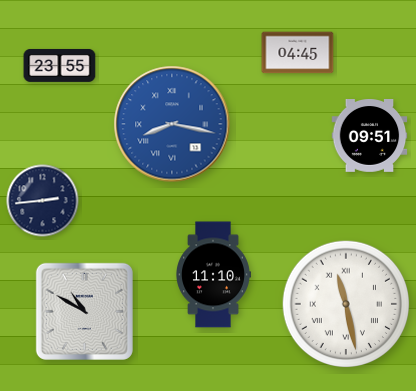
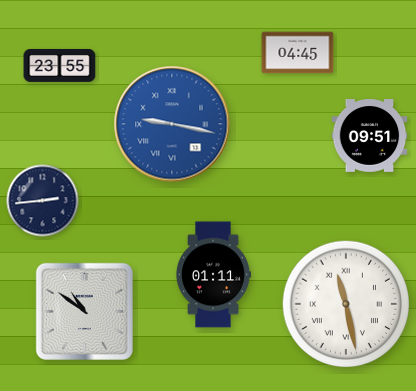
clock at (172, 124): 8:17 -> 9:17
clock at (214, 275): 11:10 -> 01:11
clock at (84, 311): 10:50 -> 10:51
